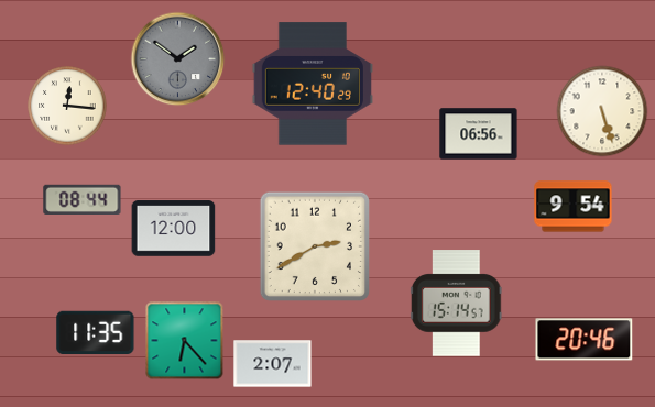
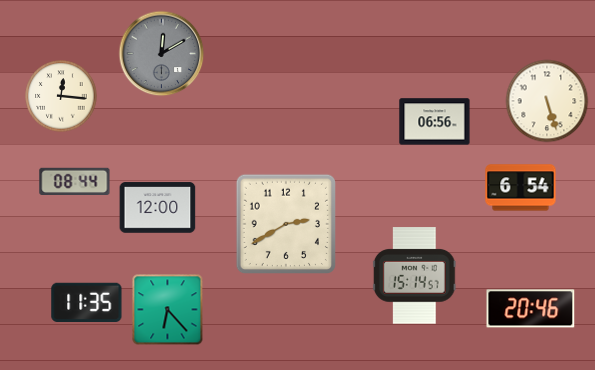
clock at (178, 59): 1:51 -> 12:10
clock at (313, 84): 12:40 -> none
clock at (574, 207): 9:54 -> 6:54
clock at (273, 364): 2:07 -> none
